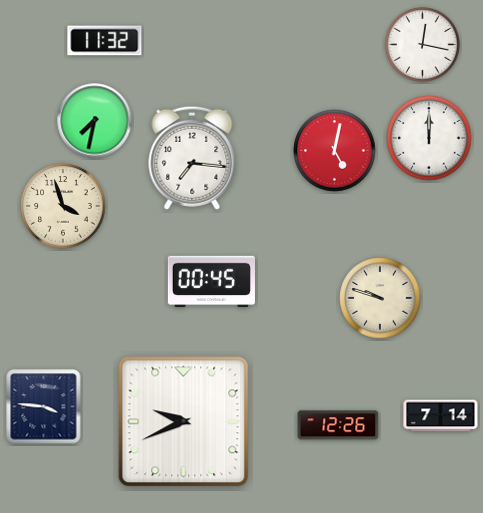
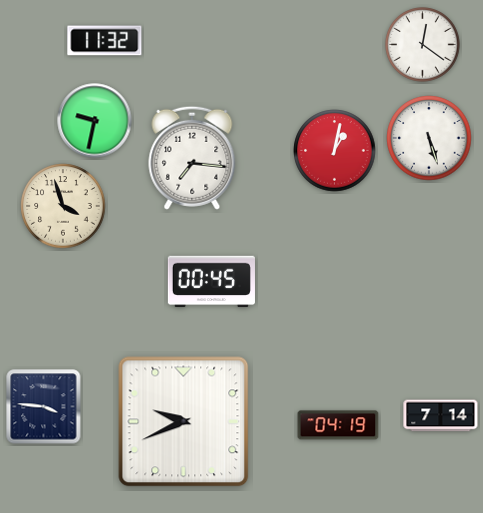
clock at (423, 45): 12:17 -> 12:21
clock at (95, 121): 7:32 -> 9:32
clock at (429, 138): 12:00 -> 5:27
clock at (335, 151): 5:02 -> 1:02
clock at (380, 298): 9:48 -> none
clock at (338, 425): 12:26 -> 04:19
